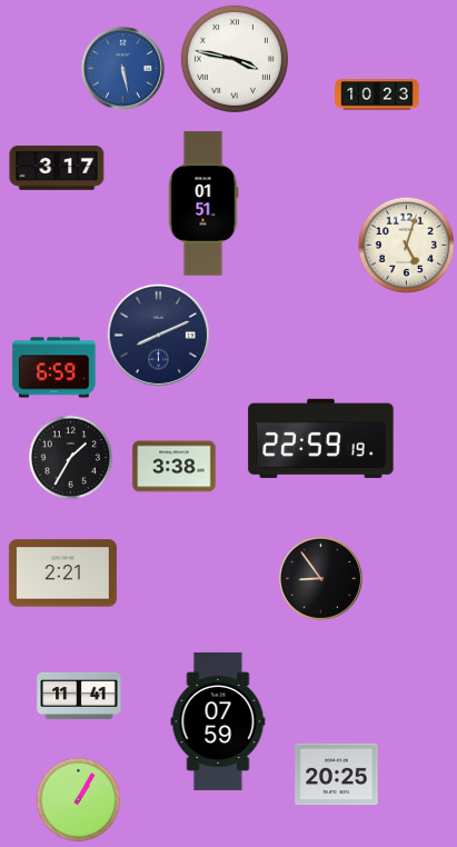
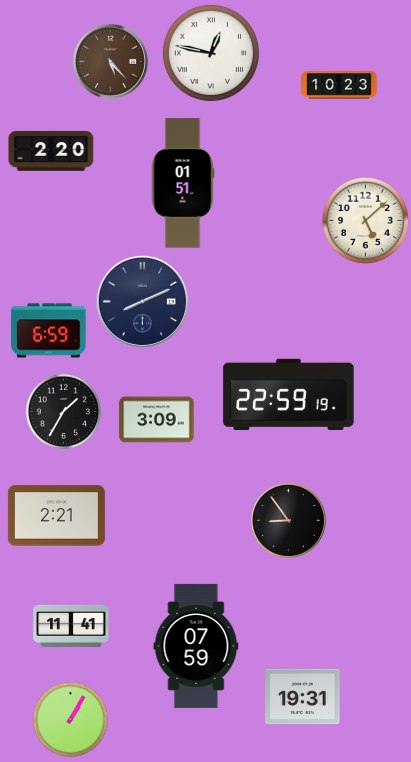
clock at (235, 59): 3:47 -> 12:47
clock at (122, 68): 5:28 -> 5:23
clock at (122, 68) dial: blue -> brown
clock at (57, 168): 3:17 -> 2:20
clock at (406, 245): 5:03 -> 5:08
clock at (175, 467): 3:38 -> 3:09
clock at (218, 721) position: (218, 721) -> (196, 646)
clock at (337, 775): 20:25 -> 19:31
